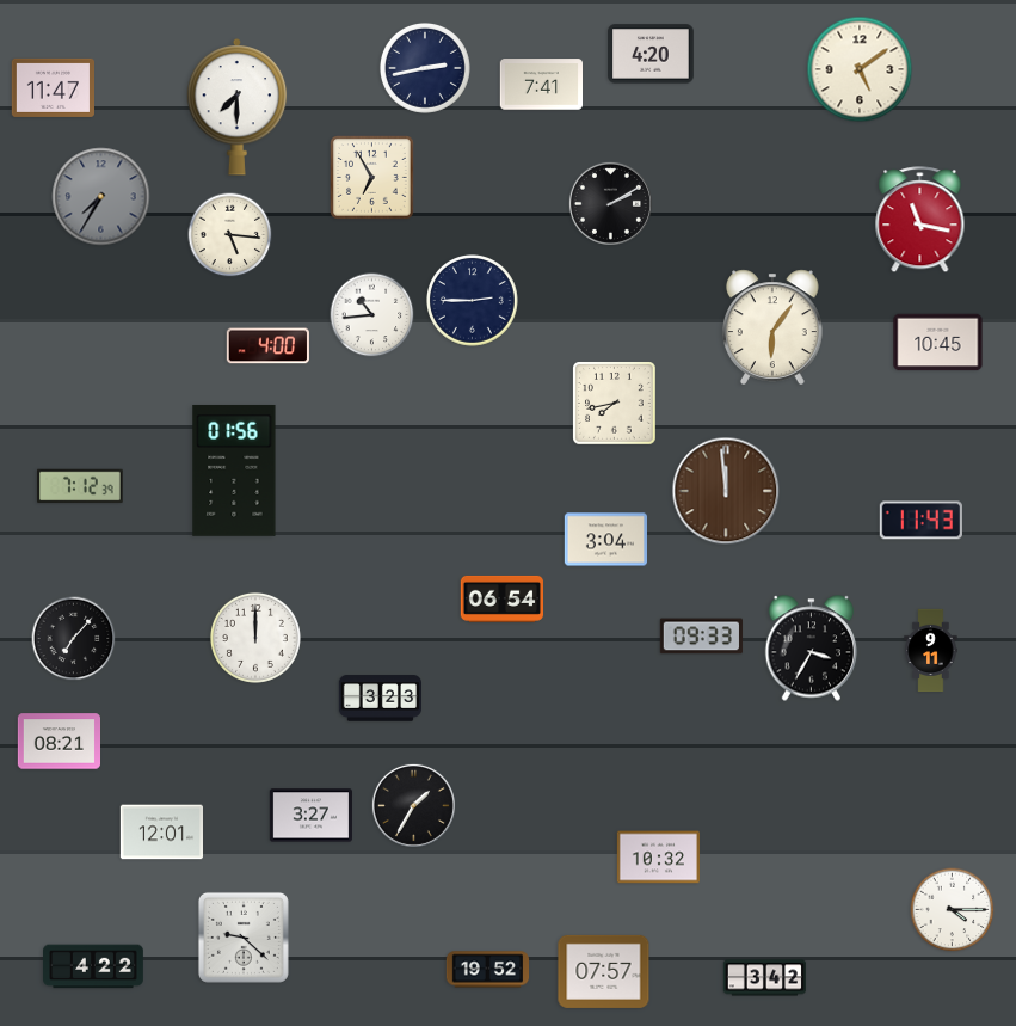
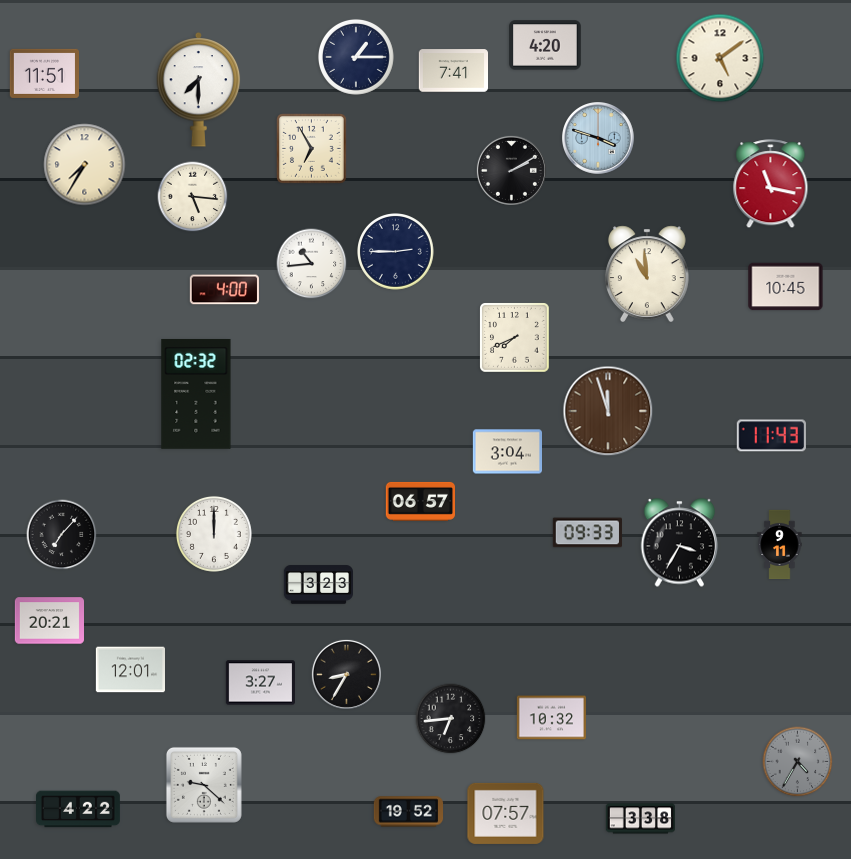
clock at (425, 68): 2:43 -> 1:15
clock at (53, 87): 11:47 -> 11:51
clock at (599, 139): none -> 3:48
clock at (101, 197) dial: grey -> cream
clock at (772, 327): 6:06 -> 10:59
clock at (615, 404): 7:43 -> 7:41
clock at (234, 471): 01:56 -> 02:32
clock at (81, 486): 7:12 -> none
clock at (726, 491): 11:59 -> 11:57
clock at (501, 598): 06:54 -> 06:57
clock at (60, 742): 08:21 -> 20:21
clock at (413, 805): 1:35 -> 8:35
clock at (161, 833) position: (161, 833) -> (130, 670)
clock at (451, 719): none -> 6:44
clock at (953, 910): 4:15 -> 4:35
clock at (953, 910) dial: white -> grey
clock at (765, 978): 3:42 -> 3:38
